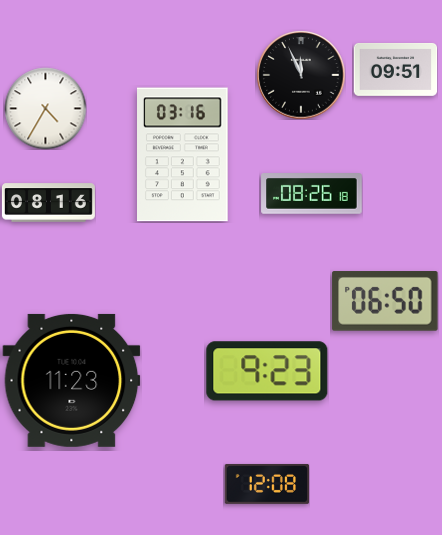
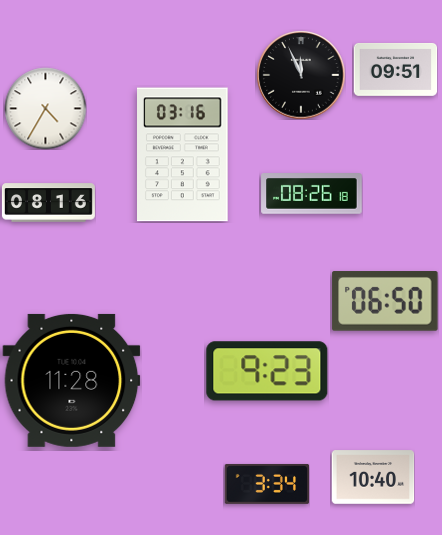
clock at (72, 380): 11:23 -> 11:28
clock at (373, 477): none -> 10:40
clock at (267, 484): 12:08 -> 3:34
